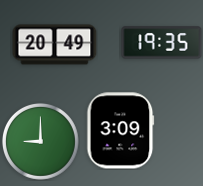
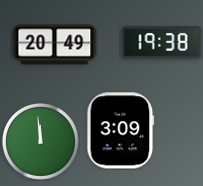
clock at (162, 43): 19:35 -> 19:38
clock at (40, 141): 9:00 -> 11:59
